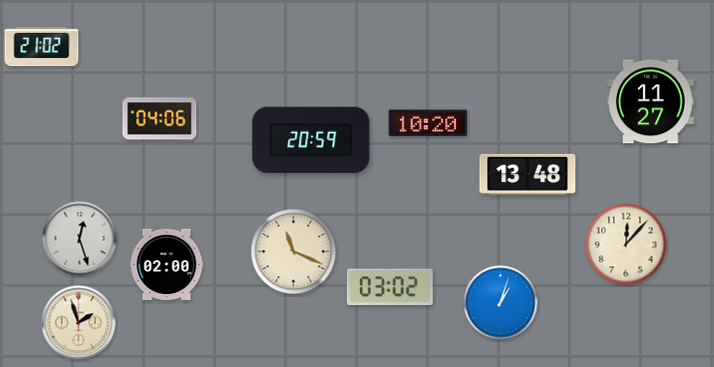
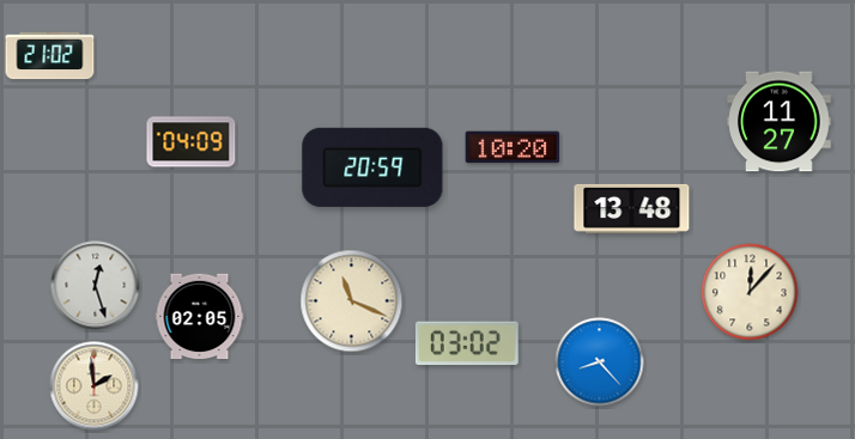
clock at (160, 119): 04:06 -> 04:09
clock at (167, 265): 02:00 -> 02:05
clock at (501, 303): 1:03 -> 8:23
clock at (79, 323): 1:57 -> 1:59
